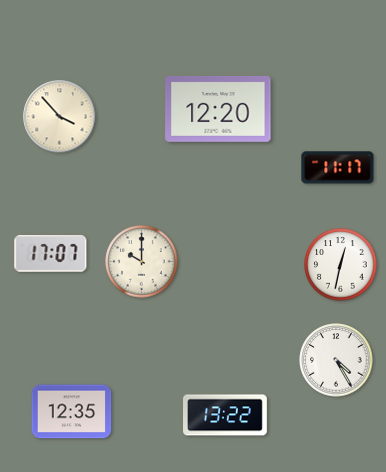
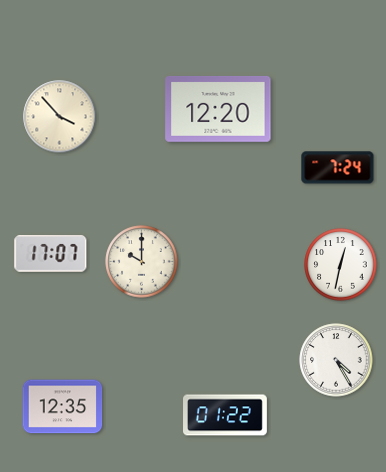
clock at (338, 168): 11:17 -> 7:24
clock at (72, 412) position: (72, 412) -> (63, 407)
clock at (226, 415): 13:22 -> 01:22
